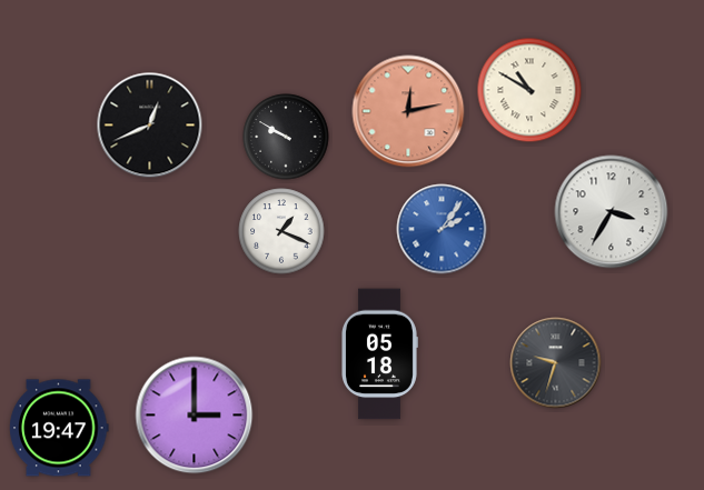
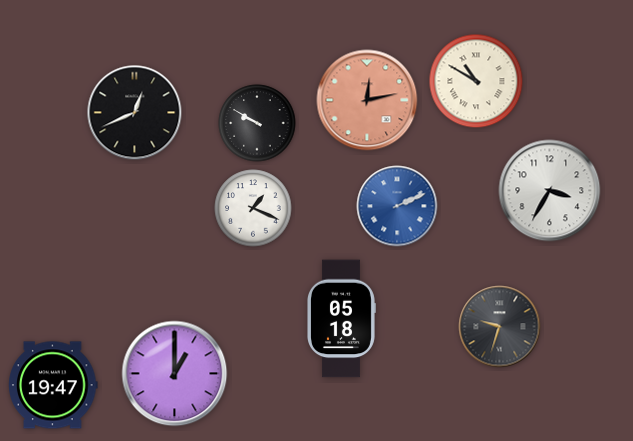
clock at (442, 229): 2:06 -> 2:11
clock at (195, 416): 3:00 -> 1:00
